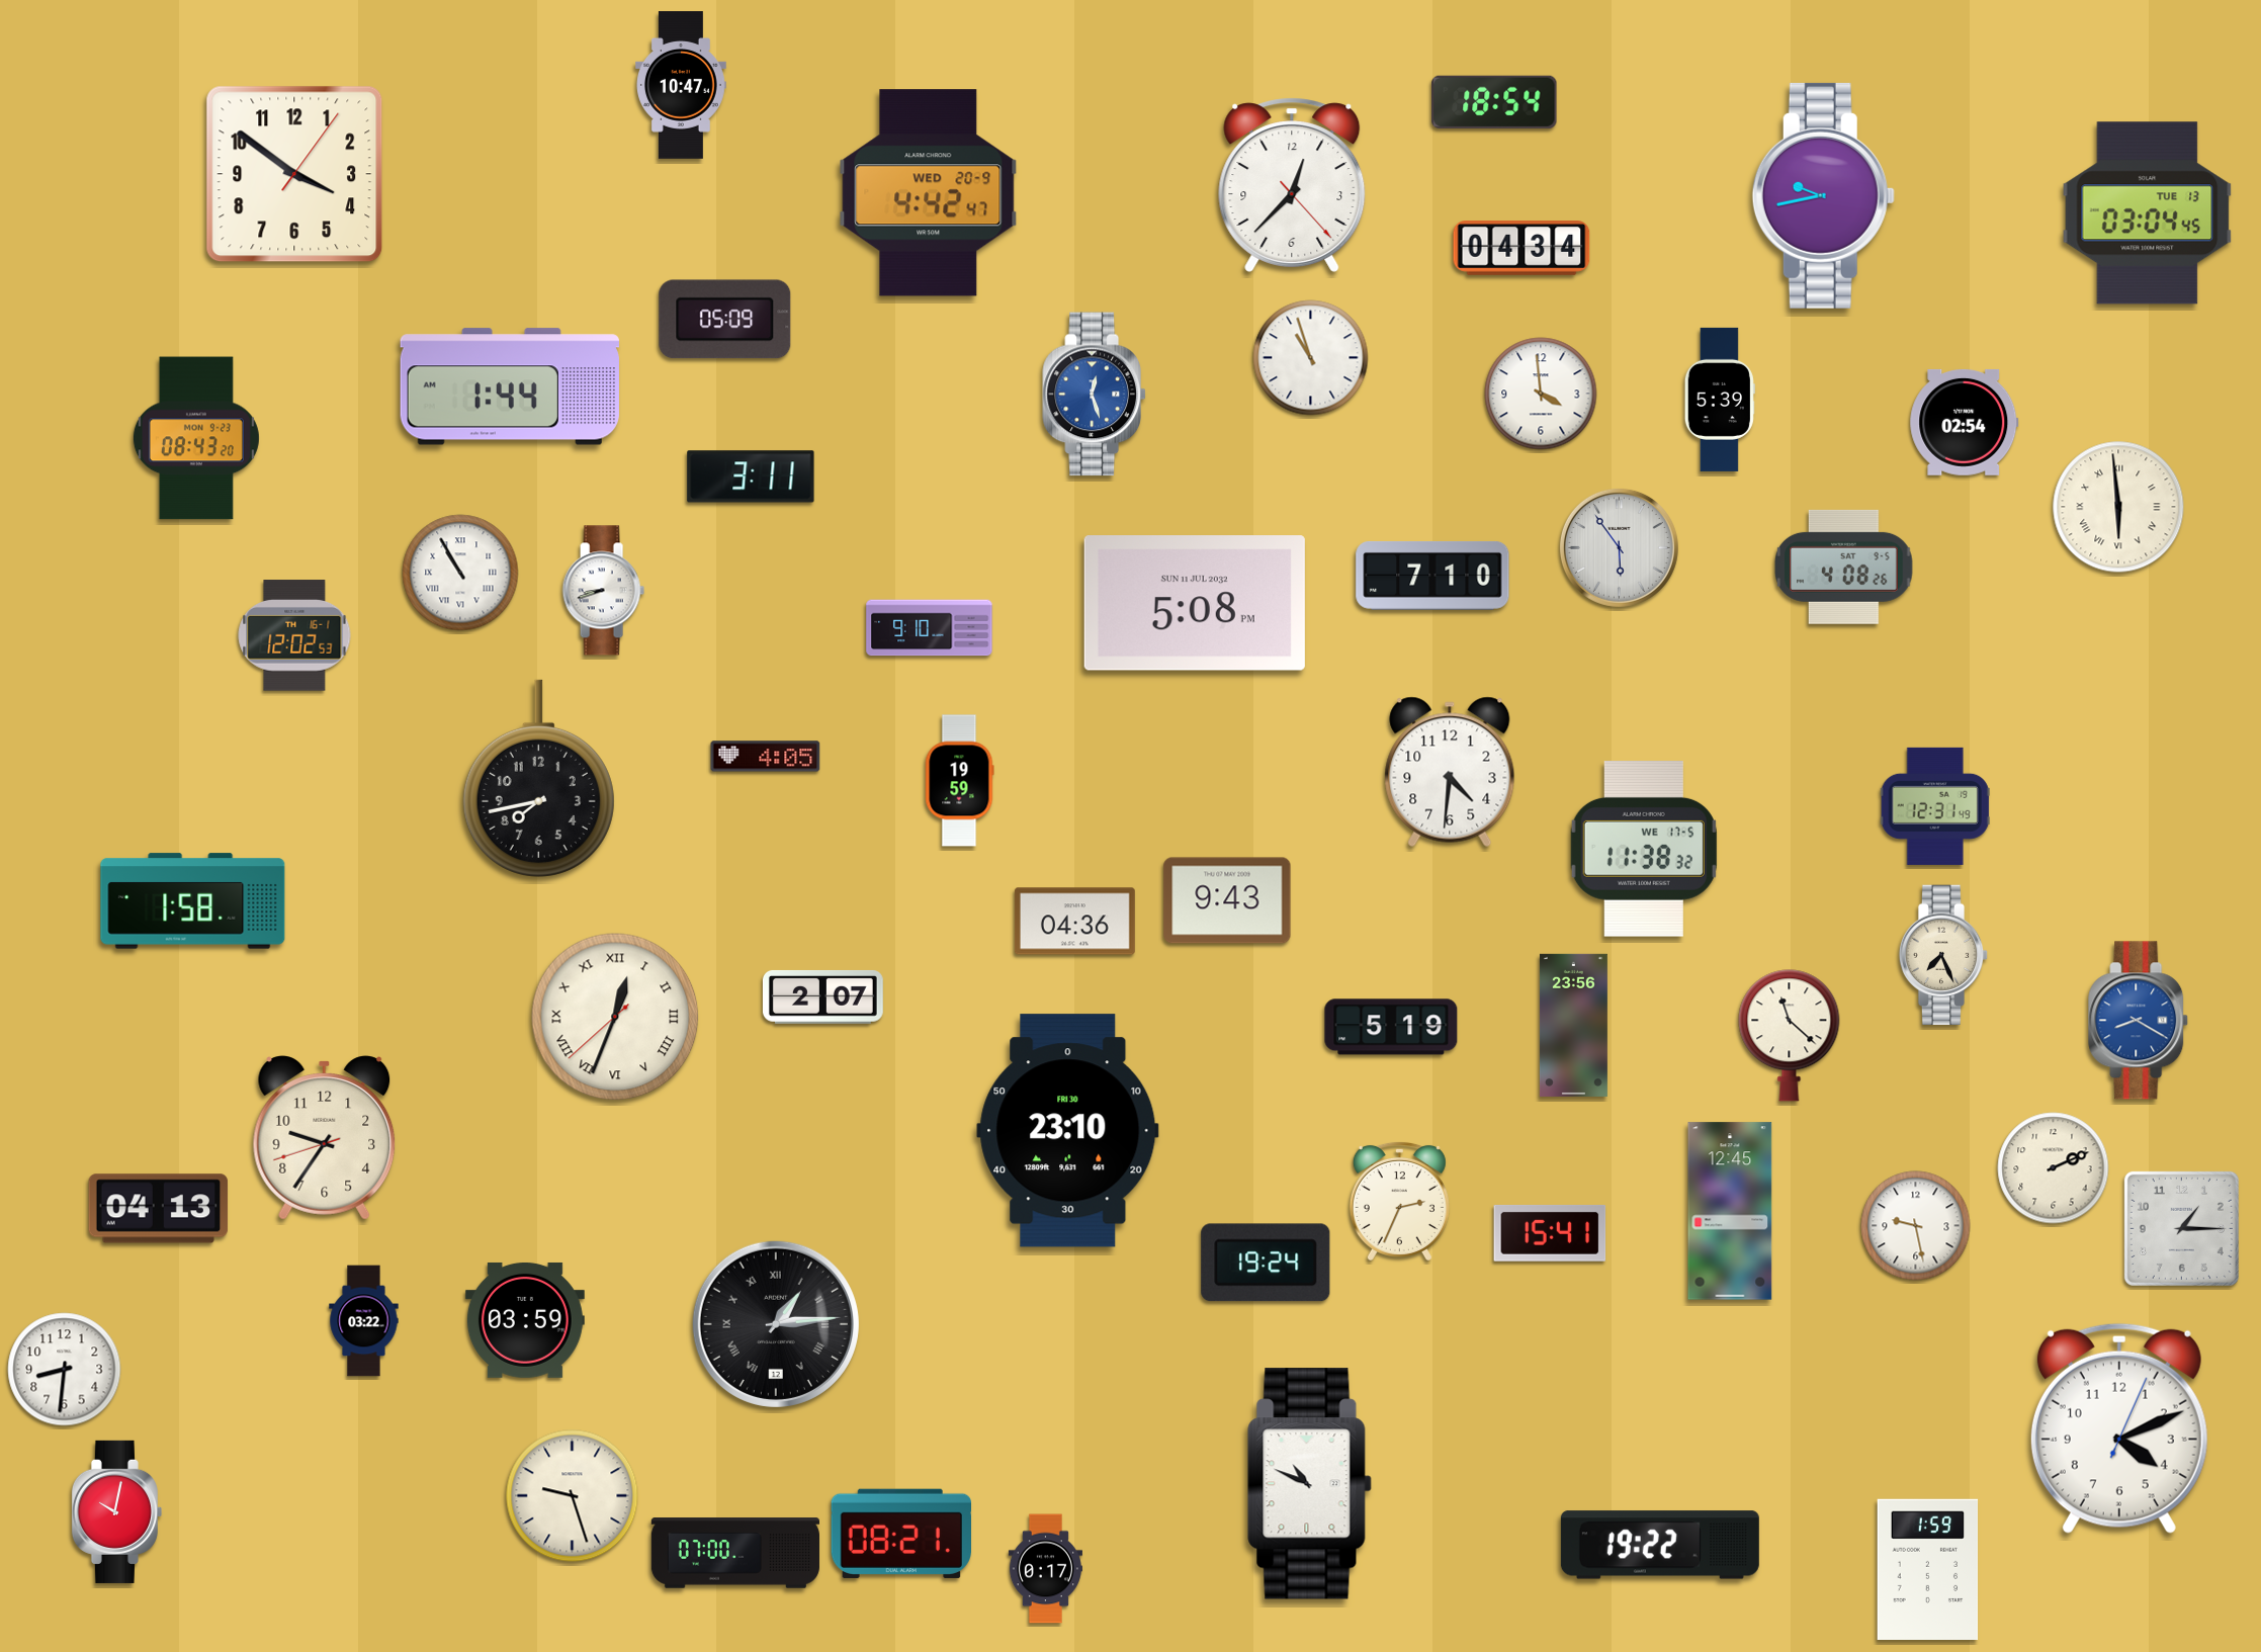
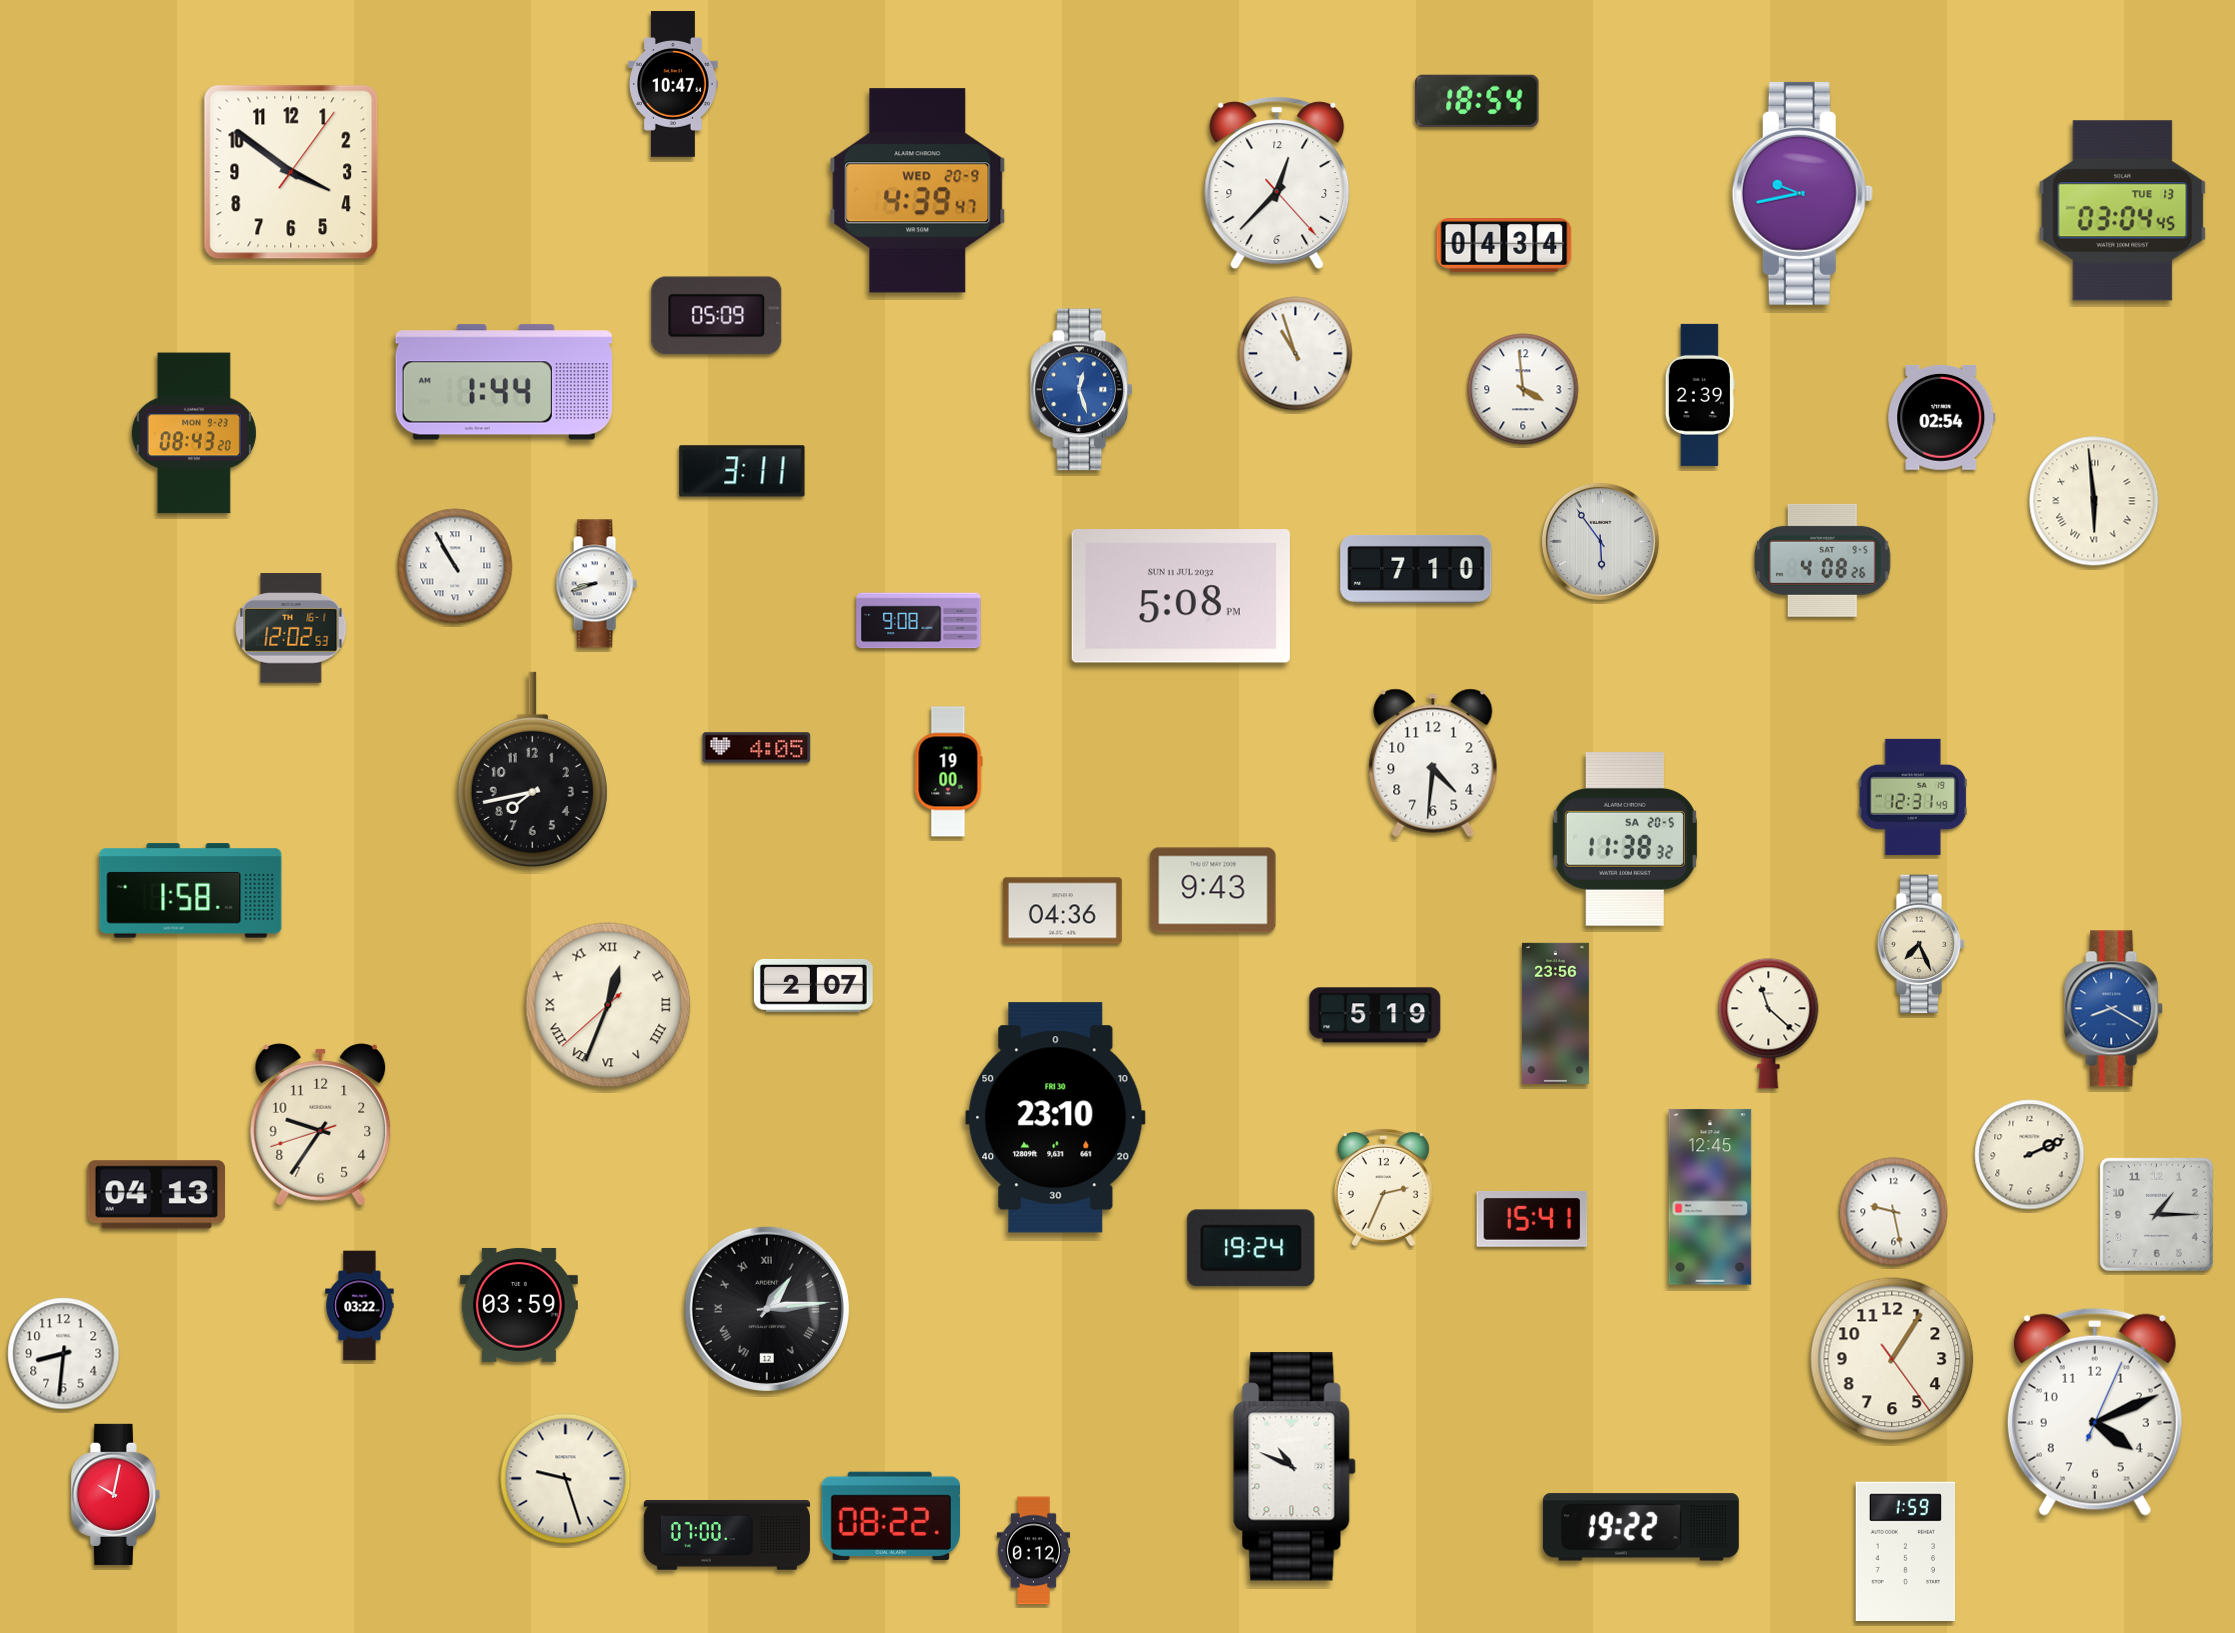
clock at (929, 193): 4:42 -> 4:39
clock at (1720, 400): 5:39 -> 2:39
clock at (930, 628): 9:10 -> 9:08
clock at (960, 781): 19:59 -> 19:00
clock at (1644, 850) date: WE 17-5 -> SA 20-5
clock at (1892, 1359): none -> 1:05
clock at (900, 1534): 08:21 -> 08:22
clock at (1045, 1569): 0:17 -> 0:12
